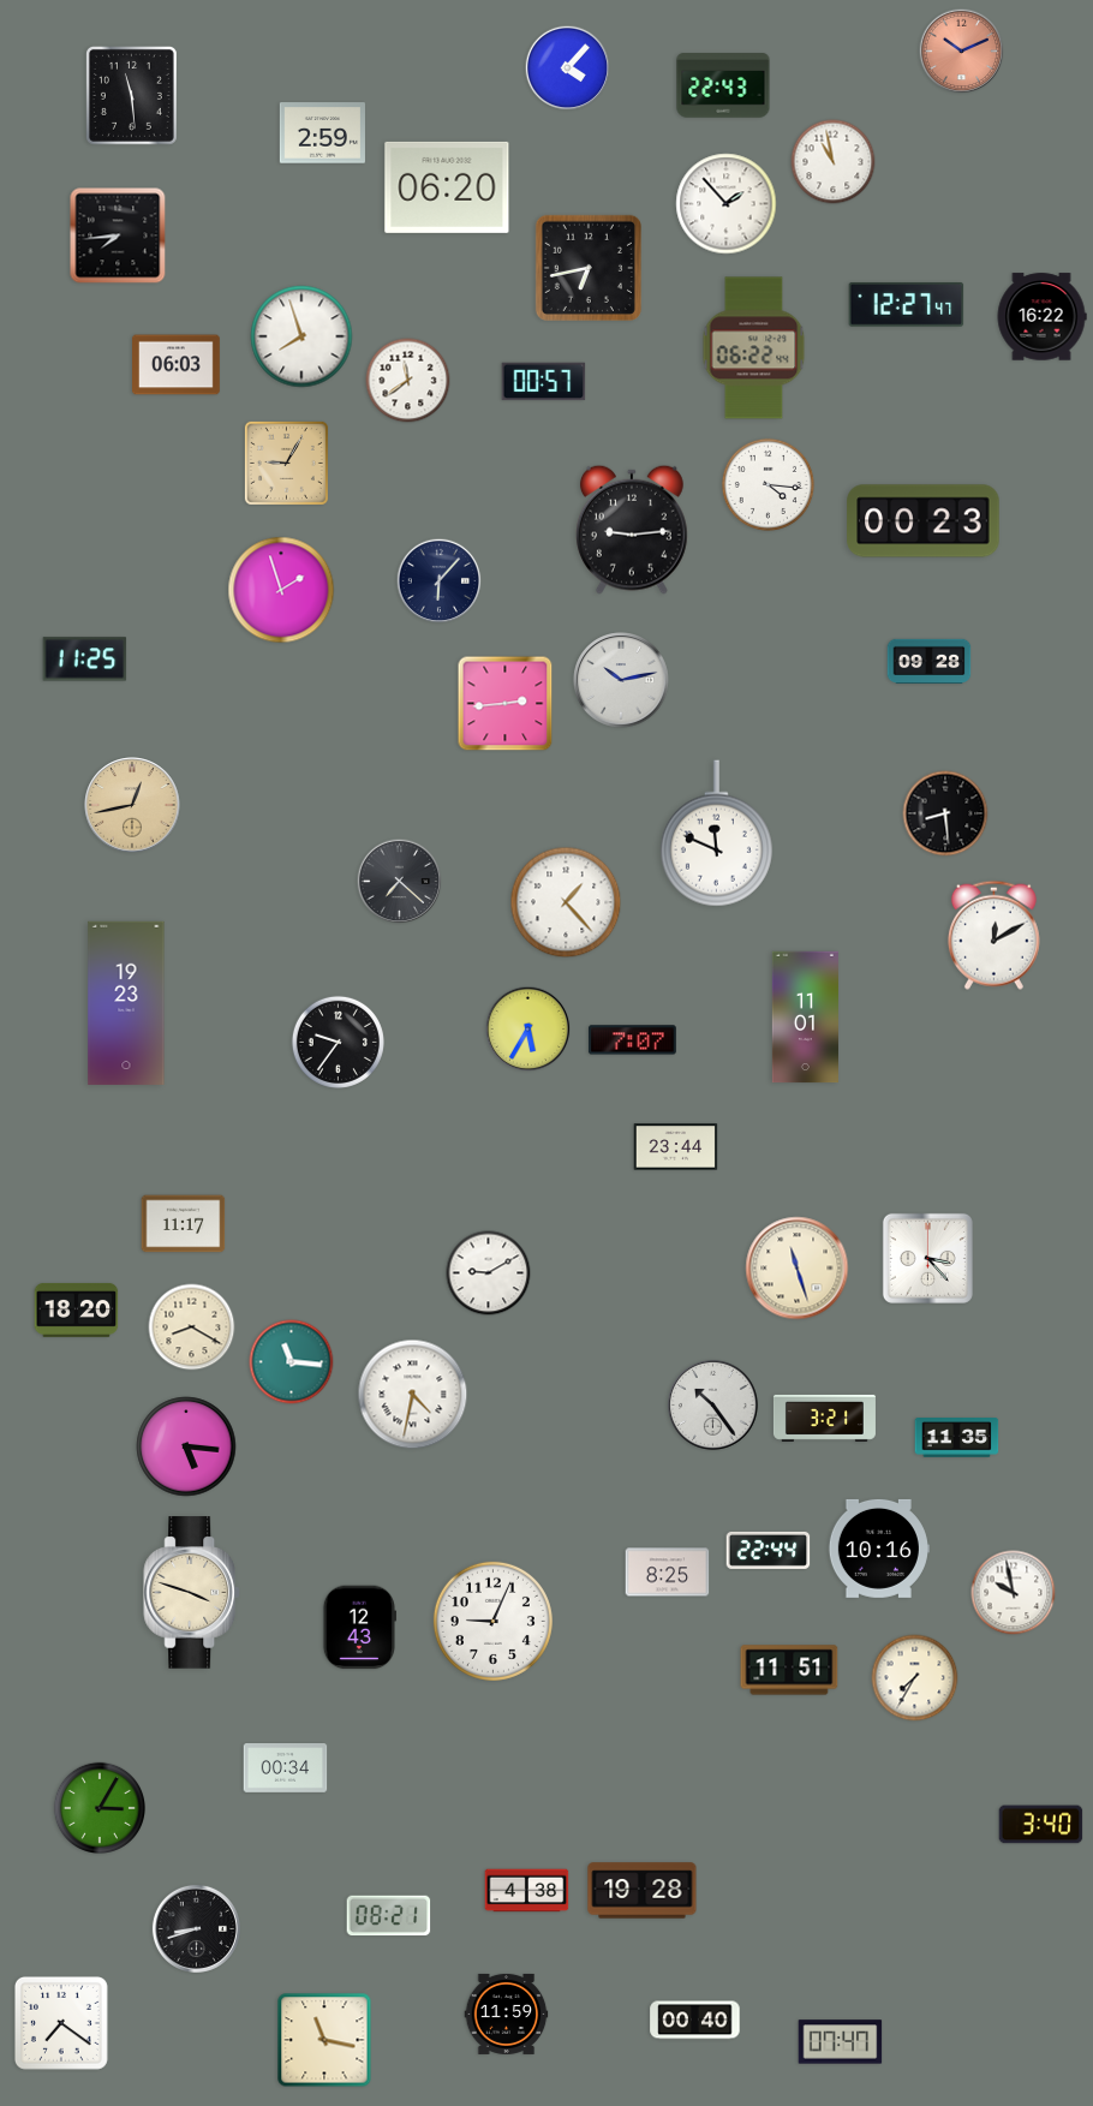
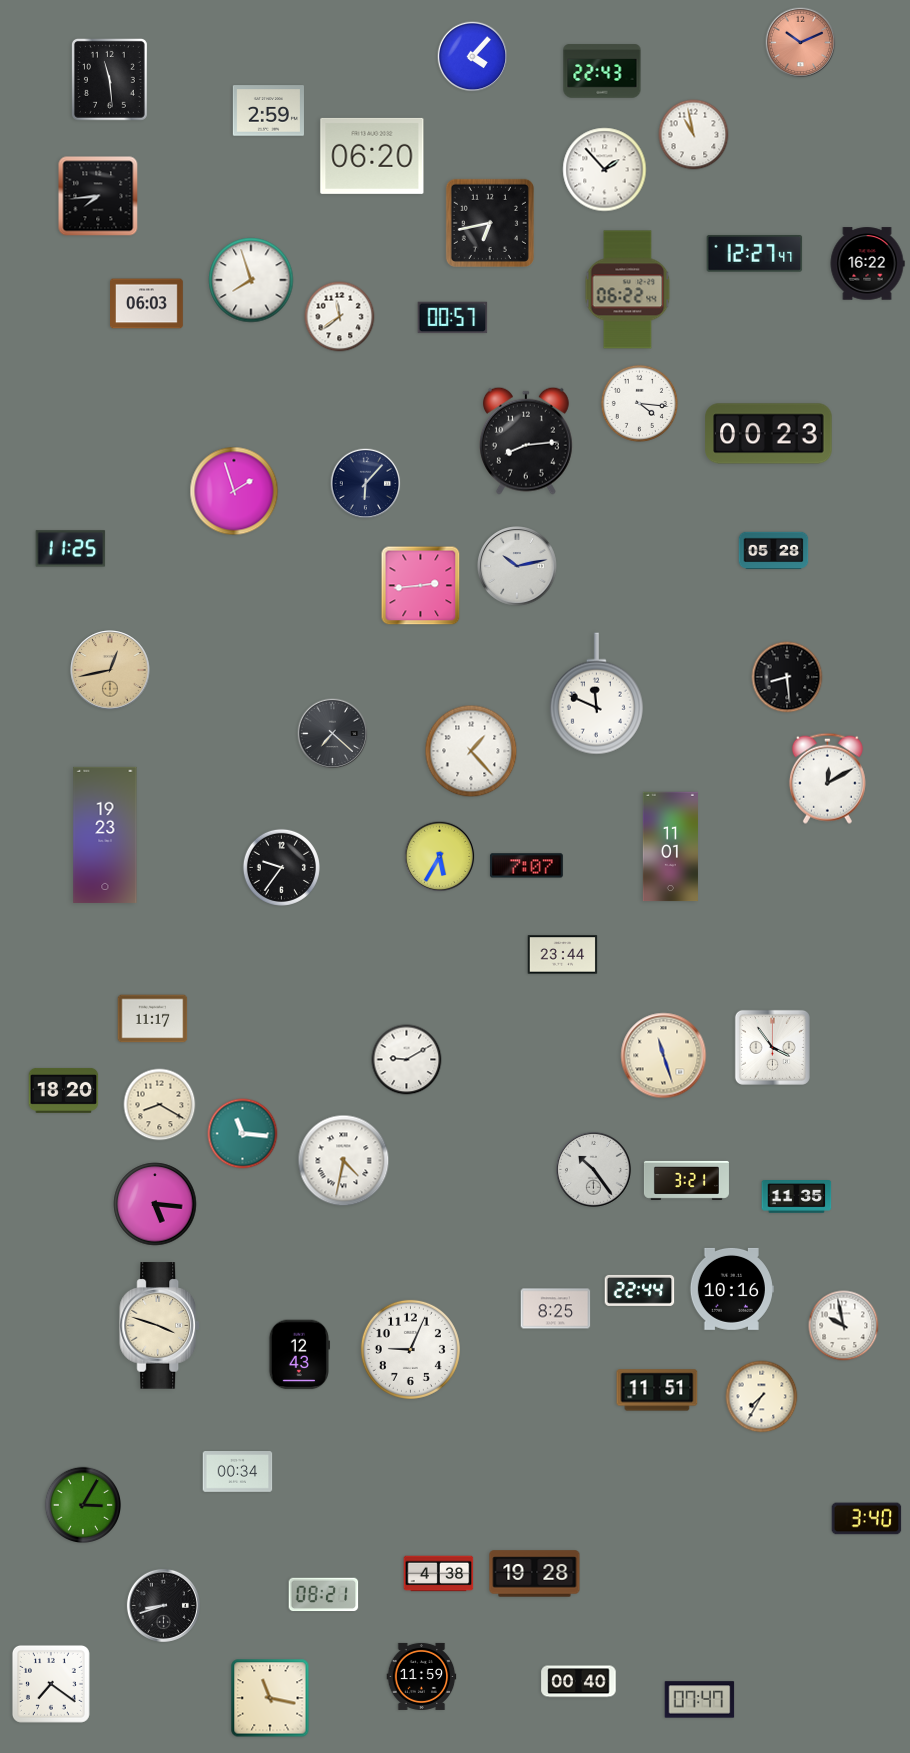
clock at (286, 463): 9:05 -> none
clock at (632, 530): 9:14 -> 8:14
clock at (930, 662): 09:28 -> 05:28
clock at (927, 1258): 3:23 -> 3:54
